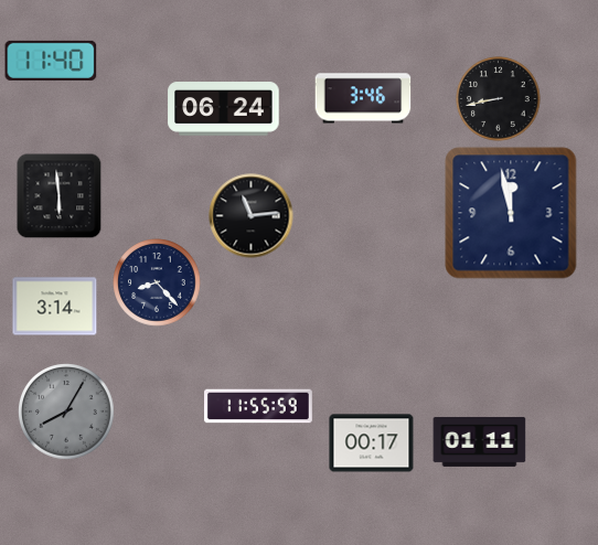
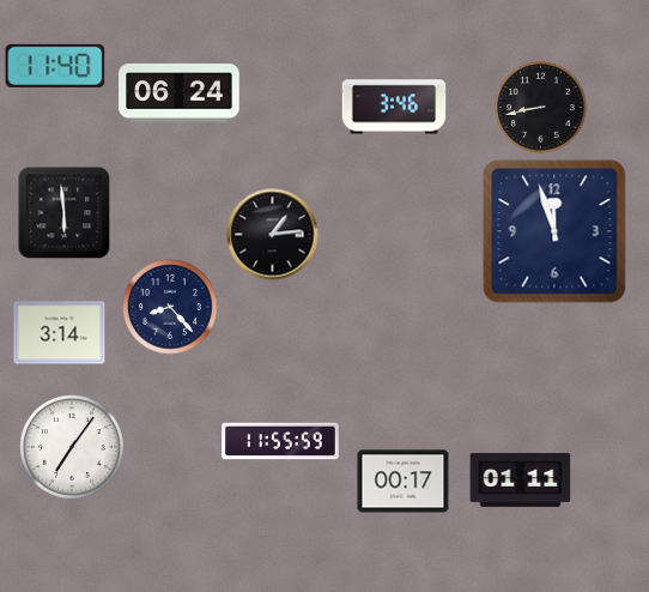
clock at (224, 109) position: (224, 109) -> (180, 93)
clock at (511, 213): 11:58 -> 11:57
clock at (252, 216): 11:14 -> 1:14
clock at (67, 413): 8:05 -> 7:06
clock at (67, 413) dial: grey -> white
